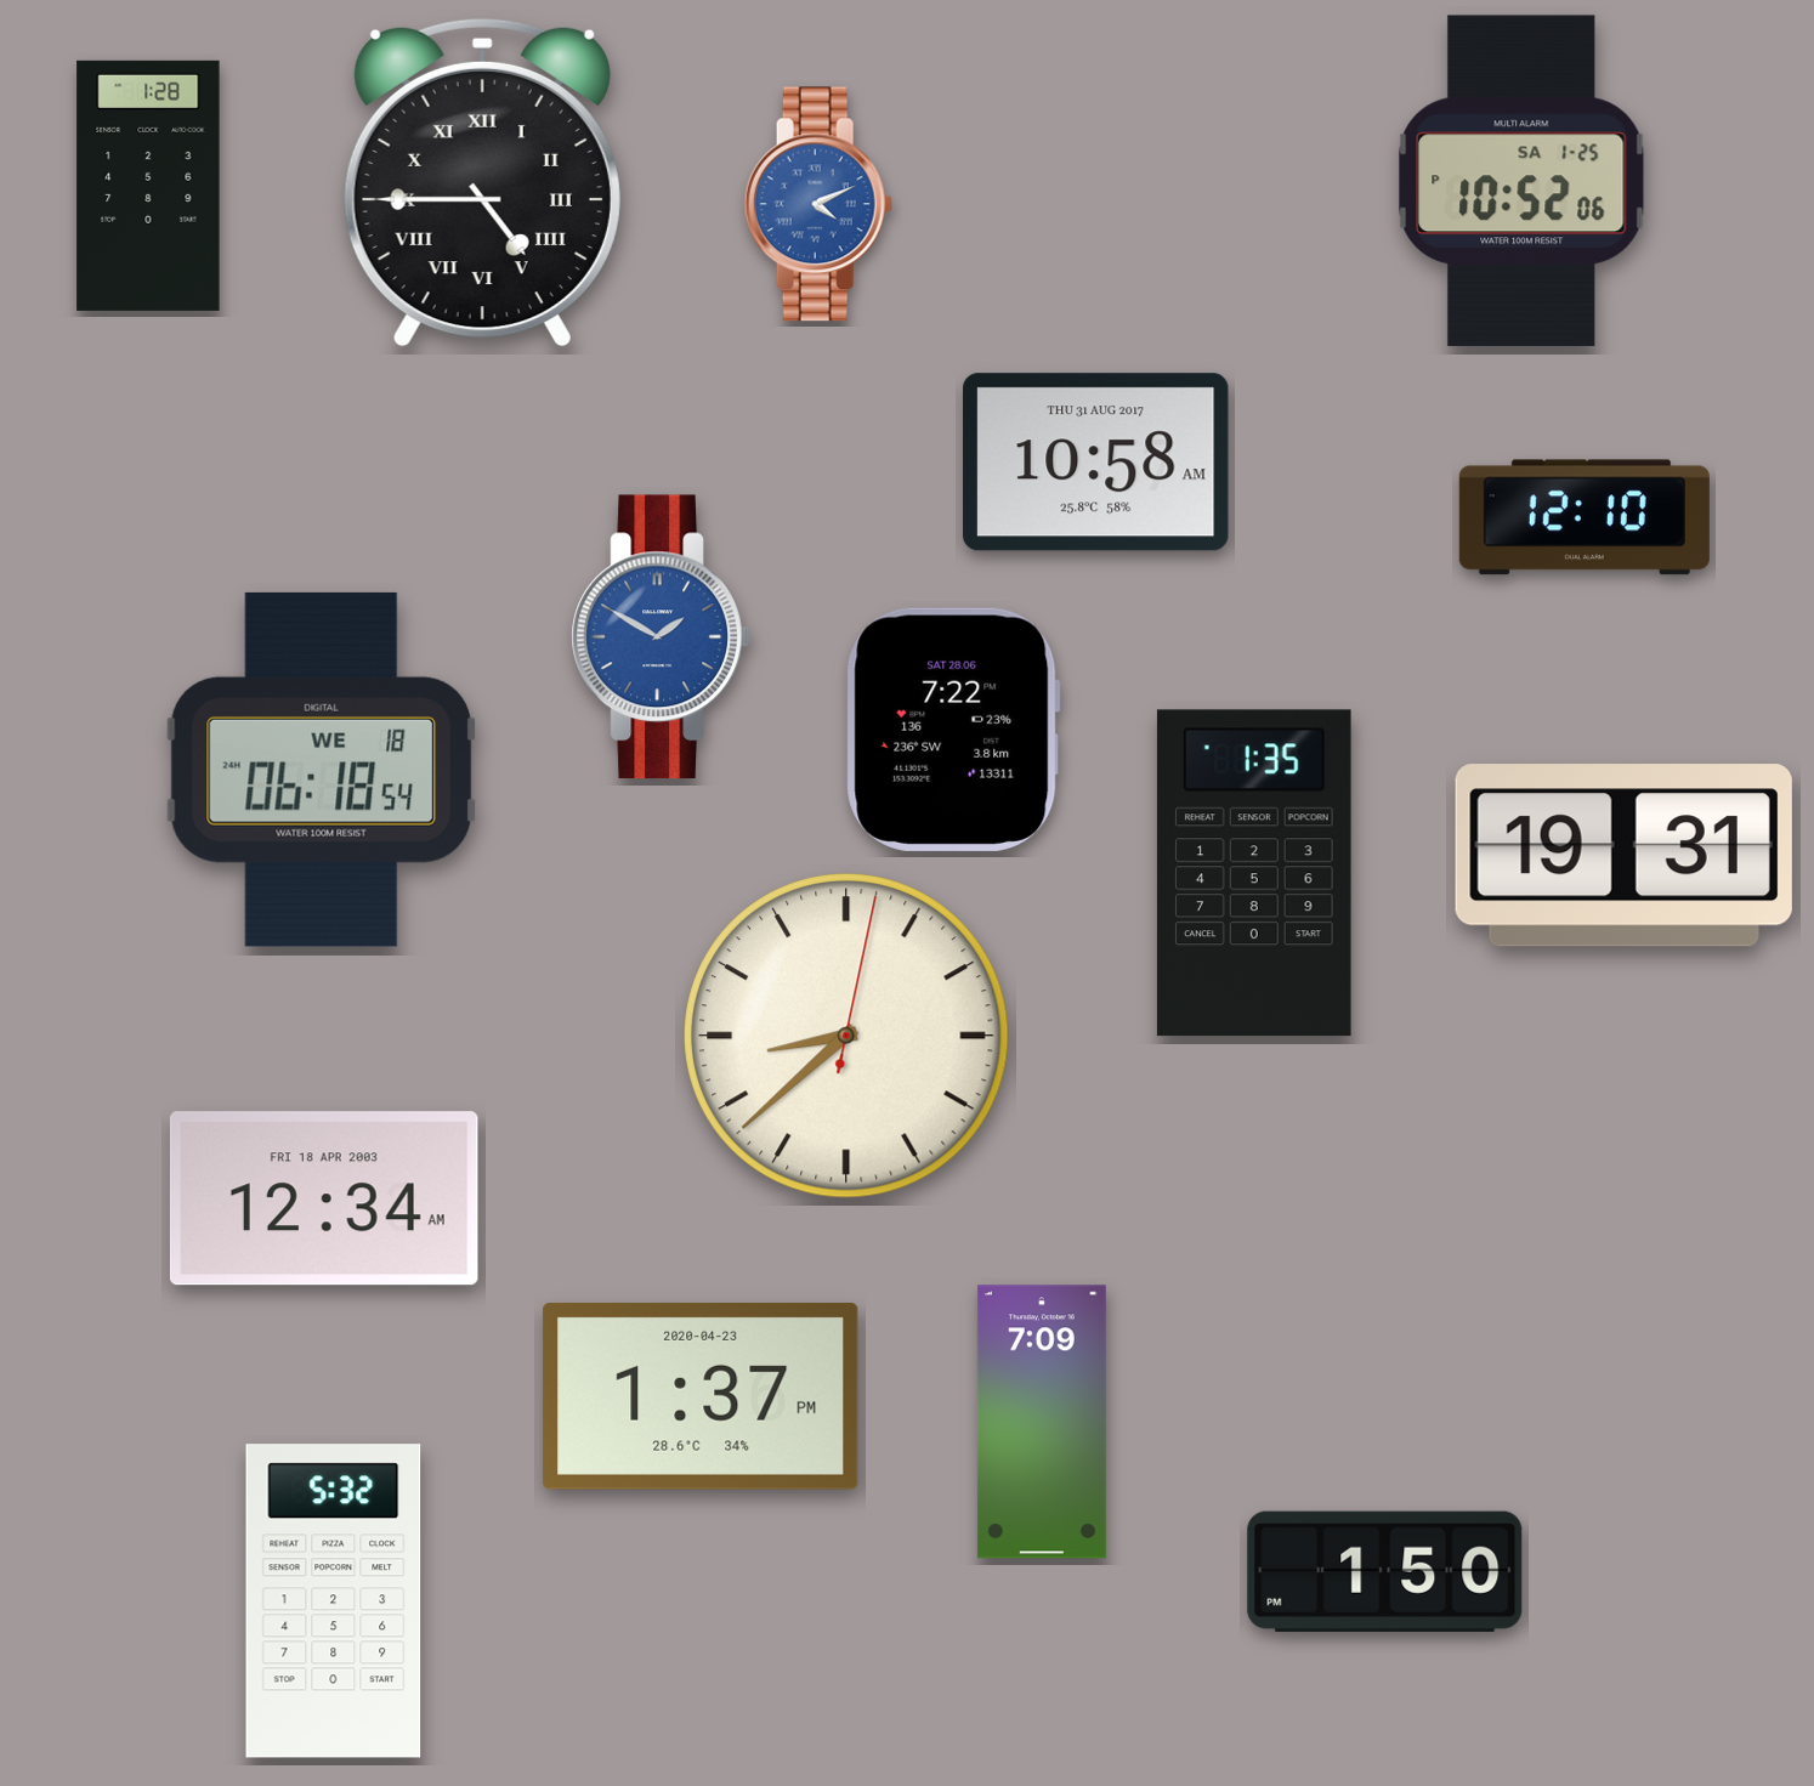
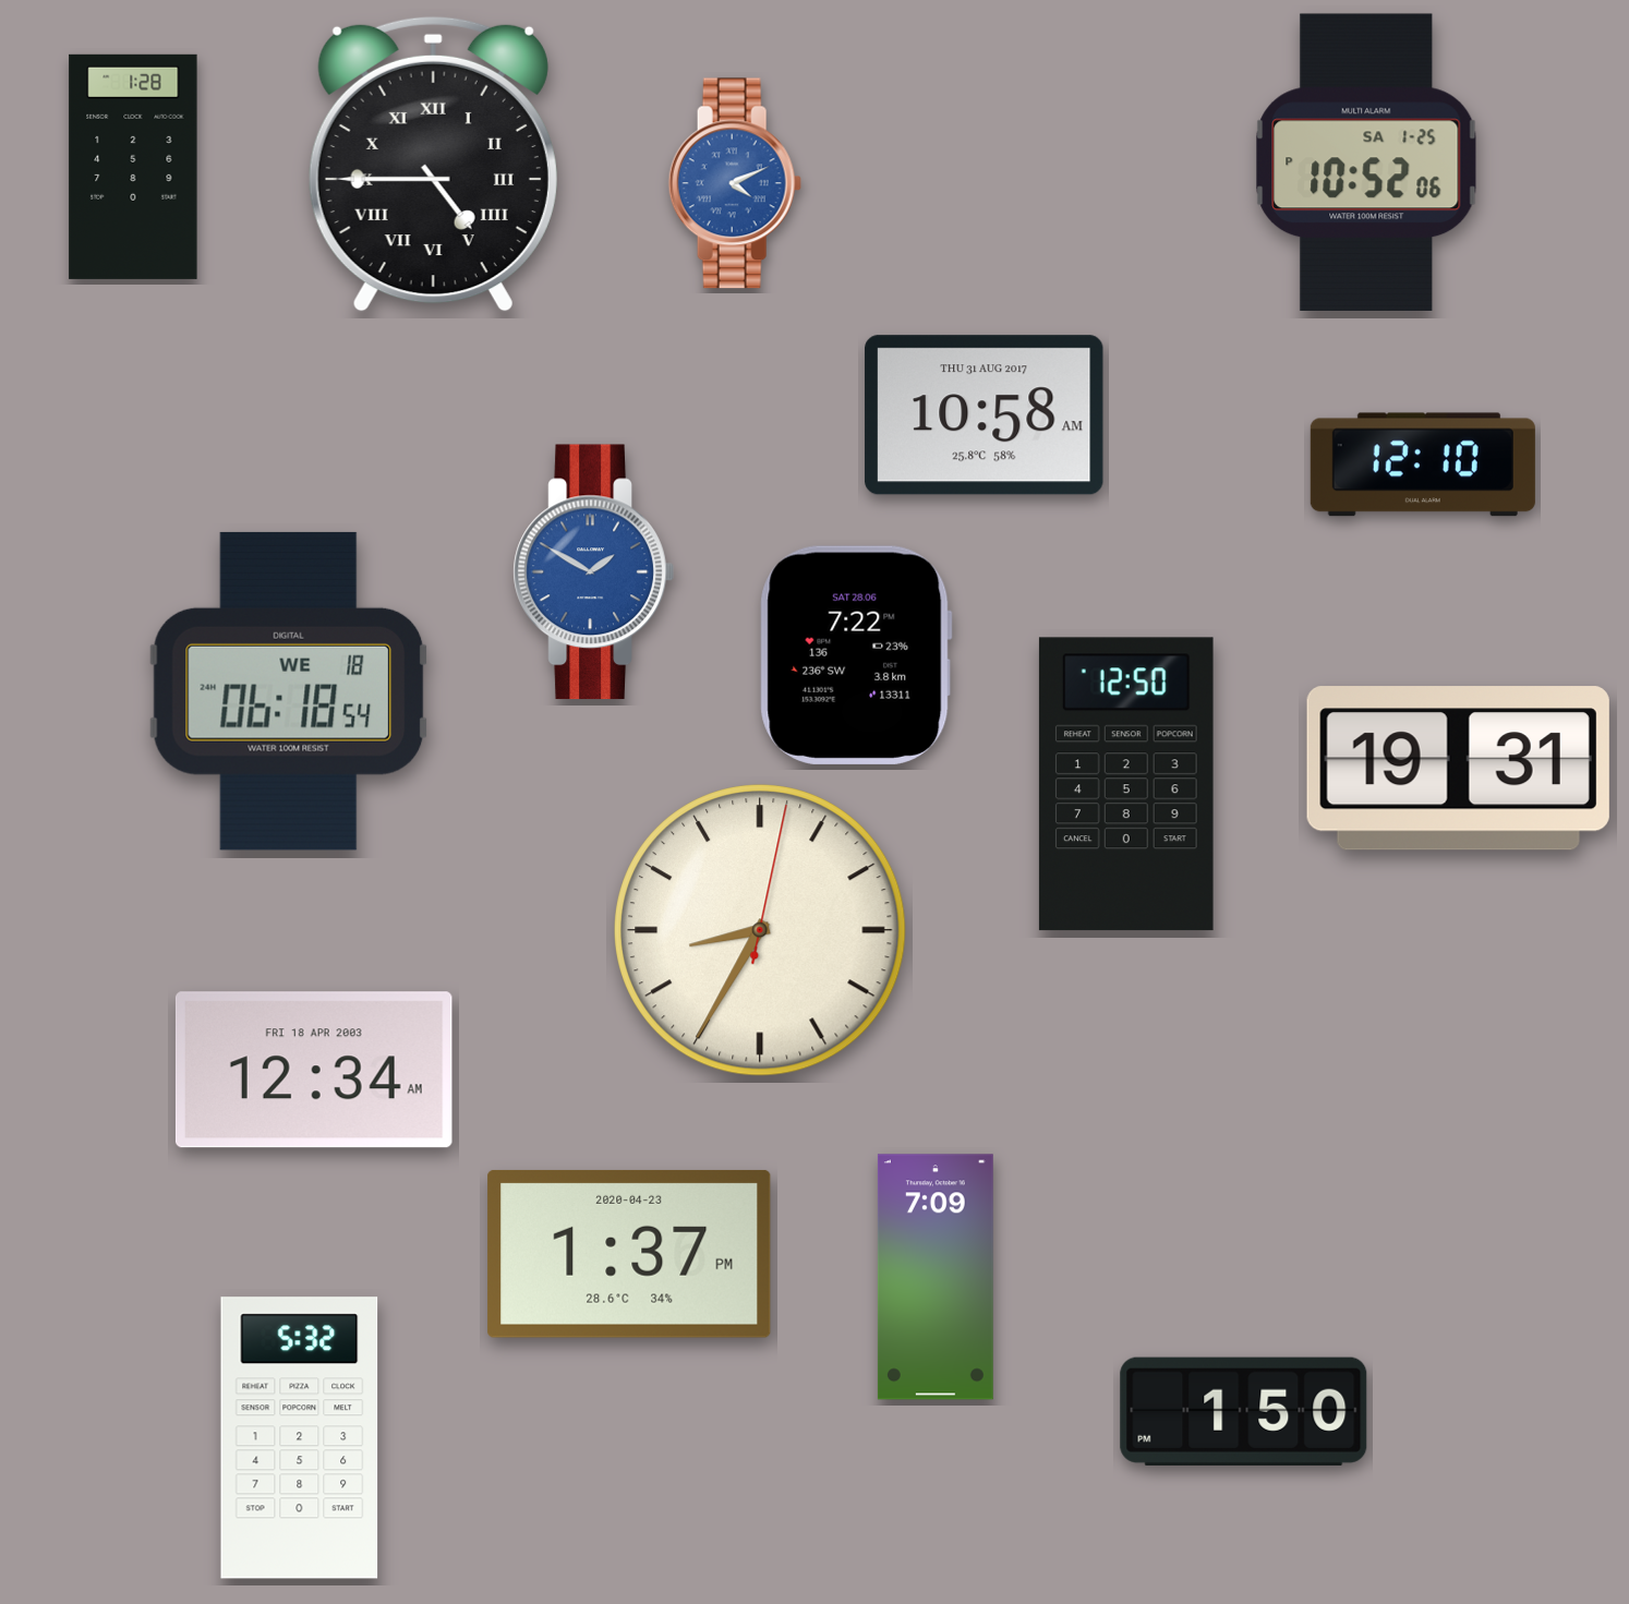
clock at (1254, 873): 1:35 -> 12:50
clock at (848, 1037): 8:38 -> 8:35
clock at (324, 1198) position: (324, 1198) -> (314, 1070)
